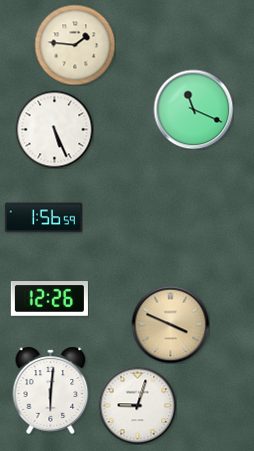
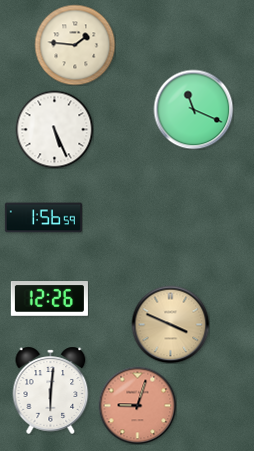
clock at (137, 405) dial: white -> salmon
